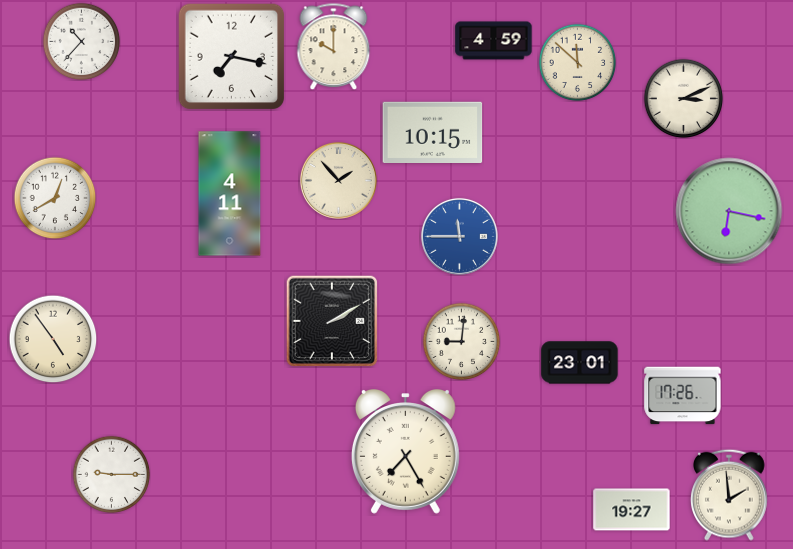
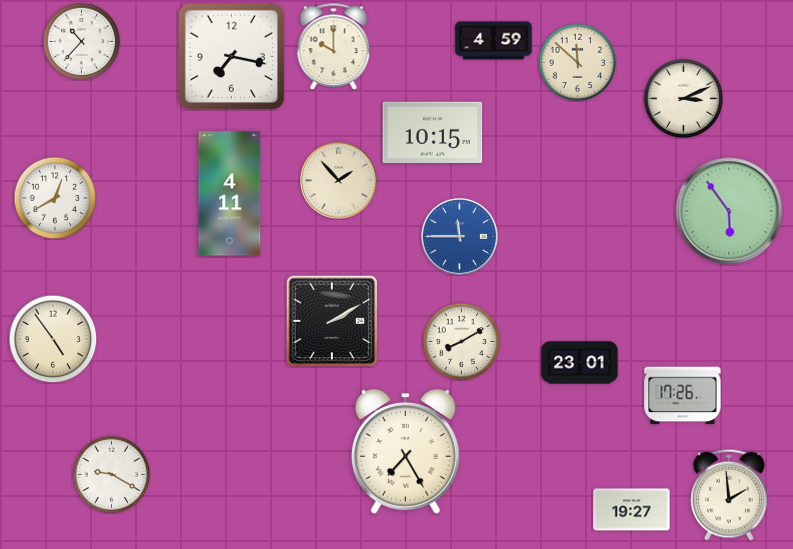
clock at (729, 211): 6:17 -> 5:54
clock at (461, 341): 9:01 -> 8:10
clock at (111, 474): 9:15 -> 9:20
